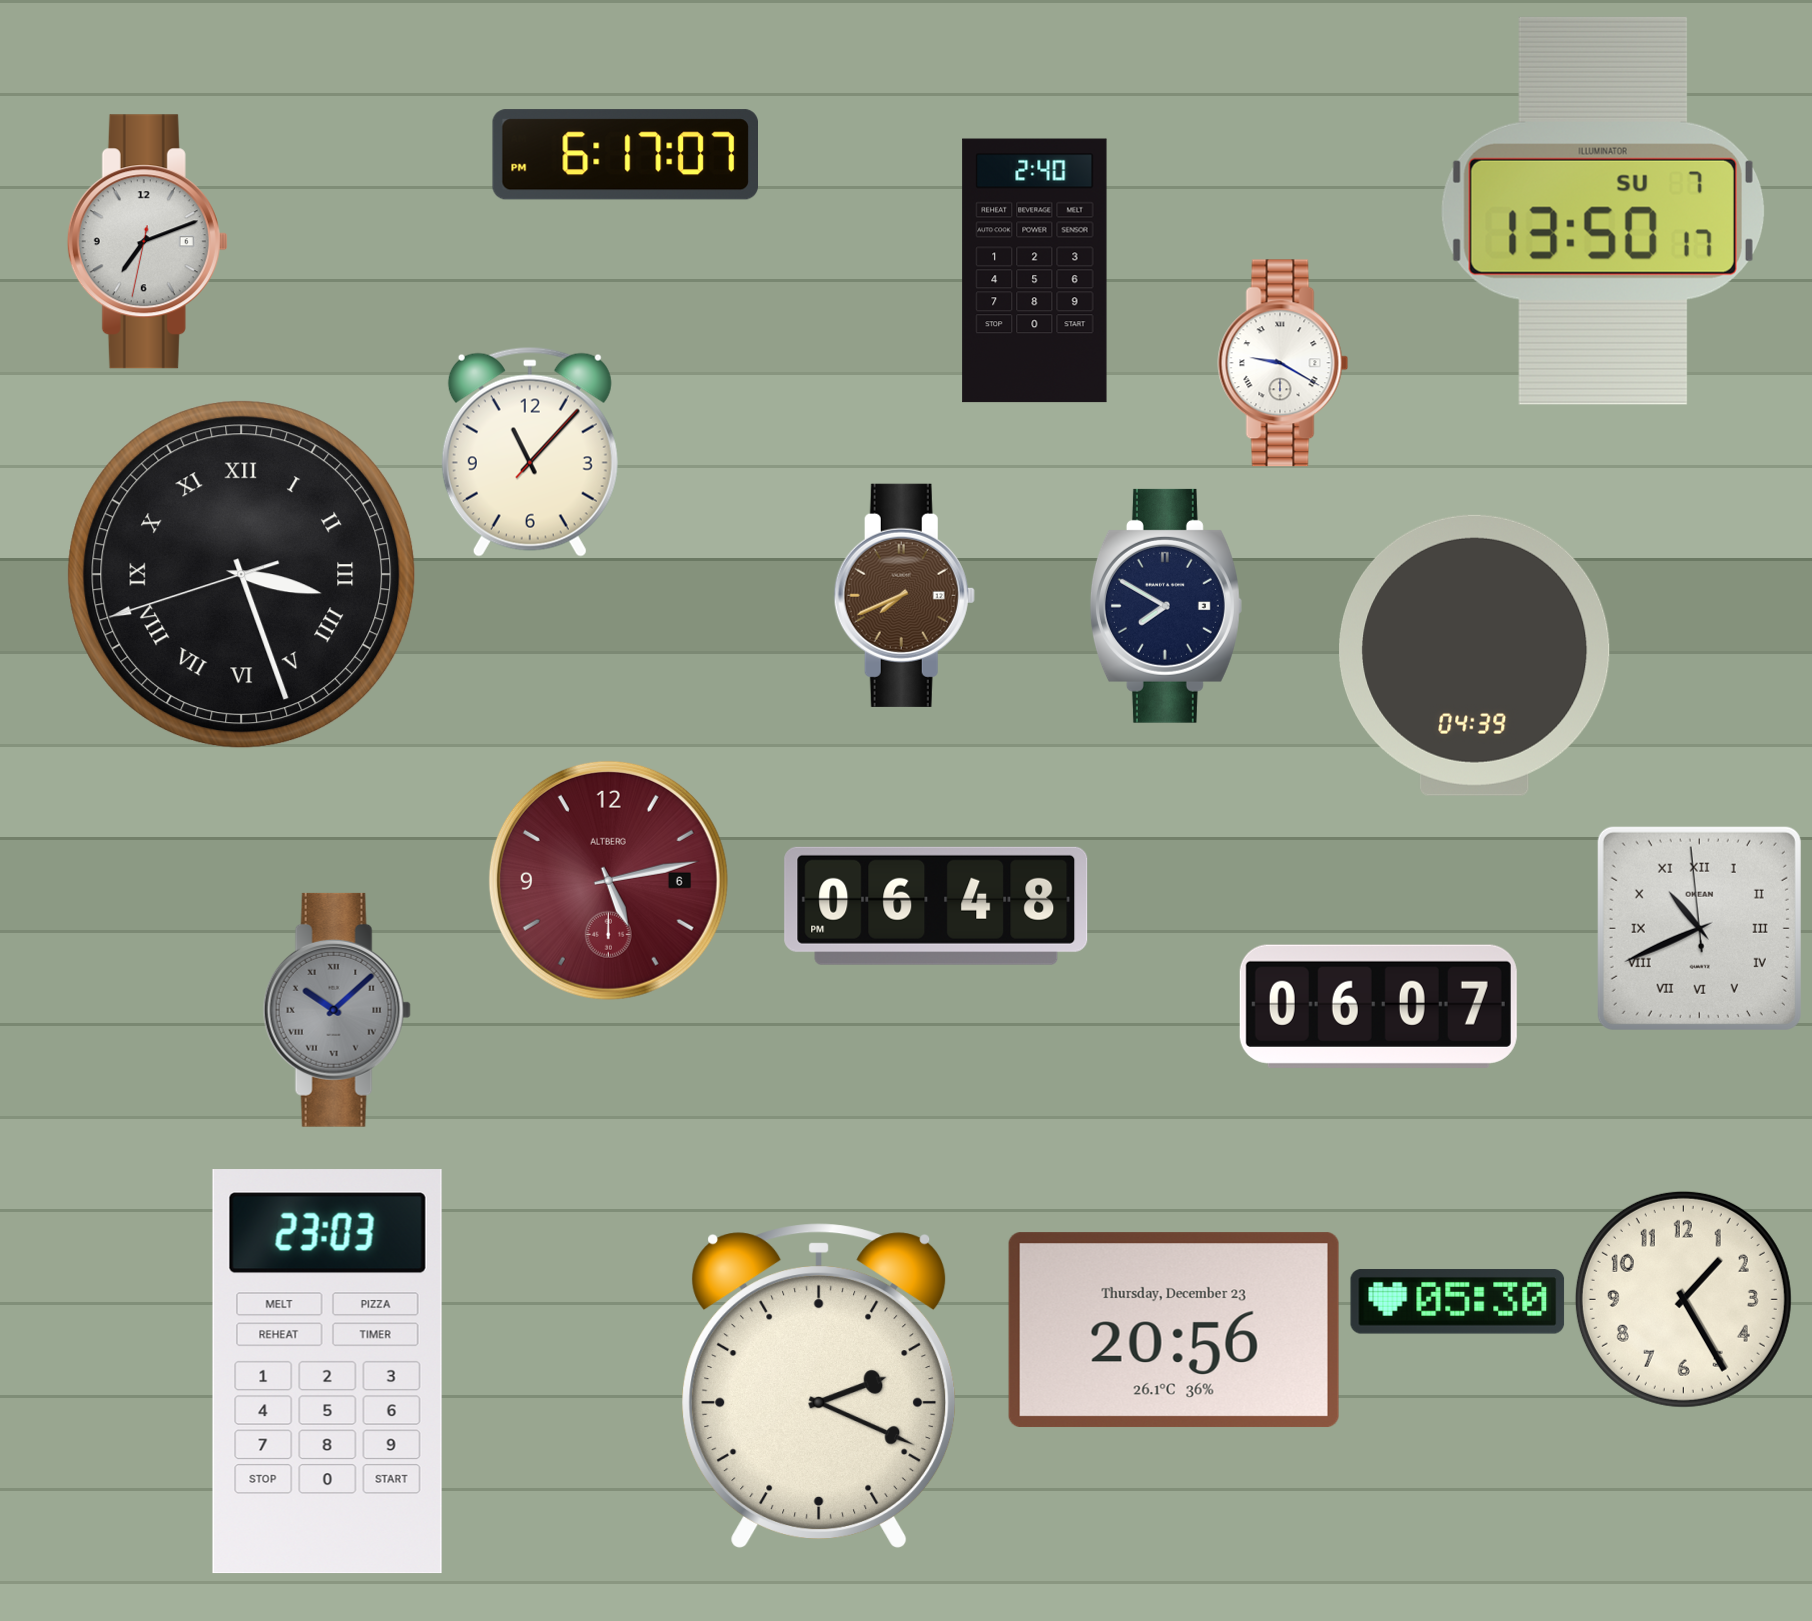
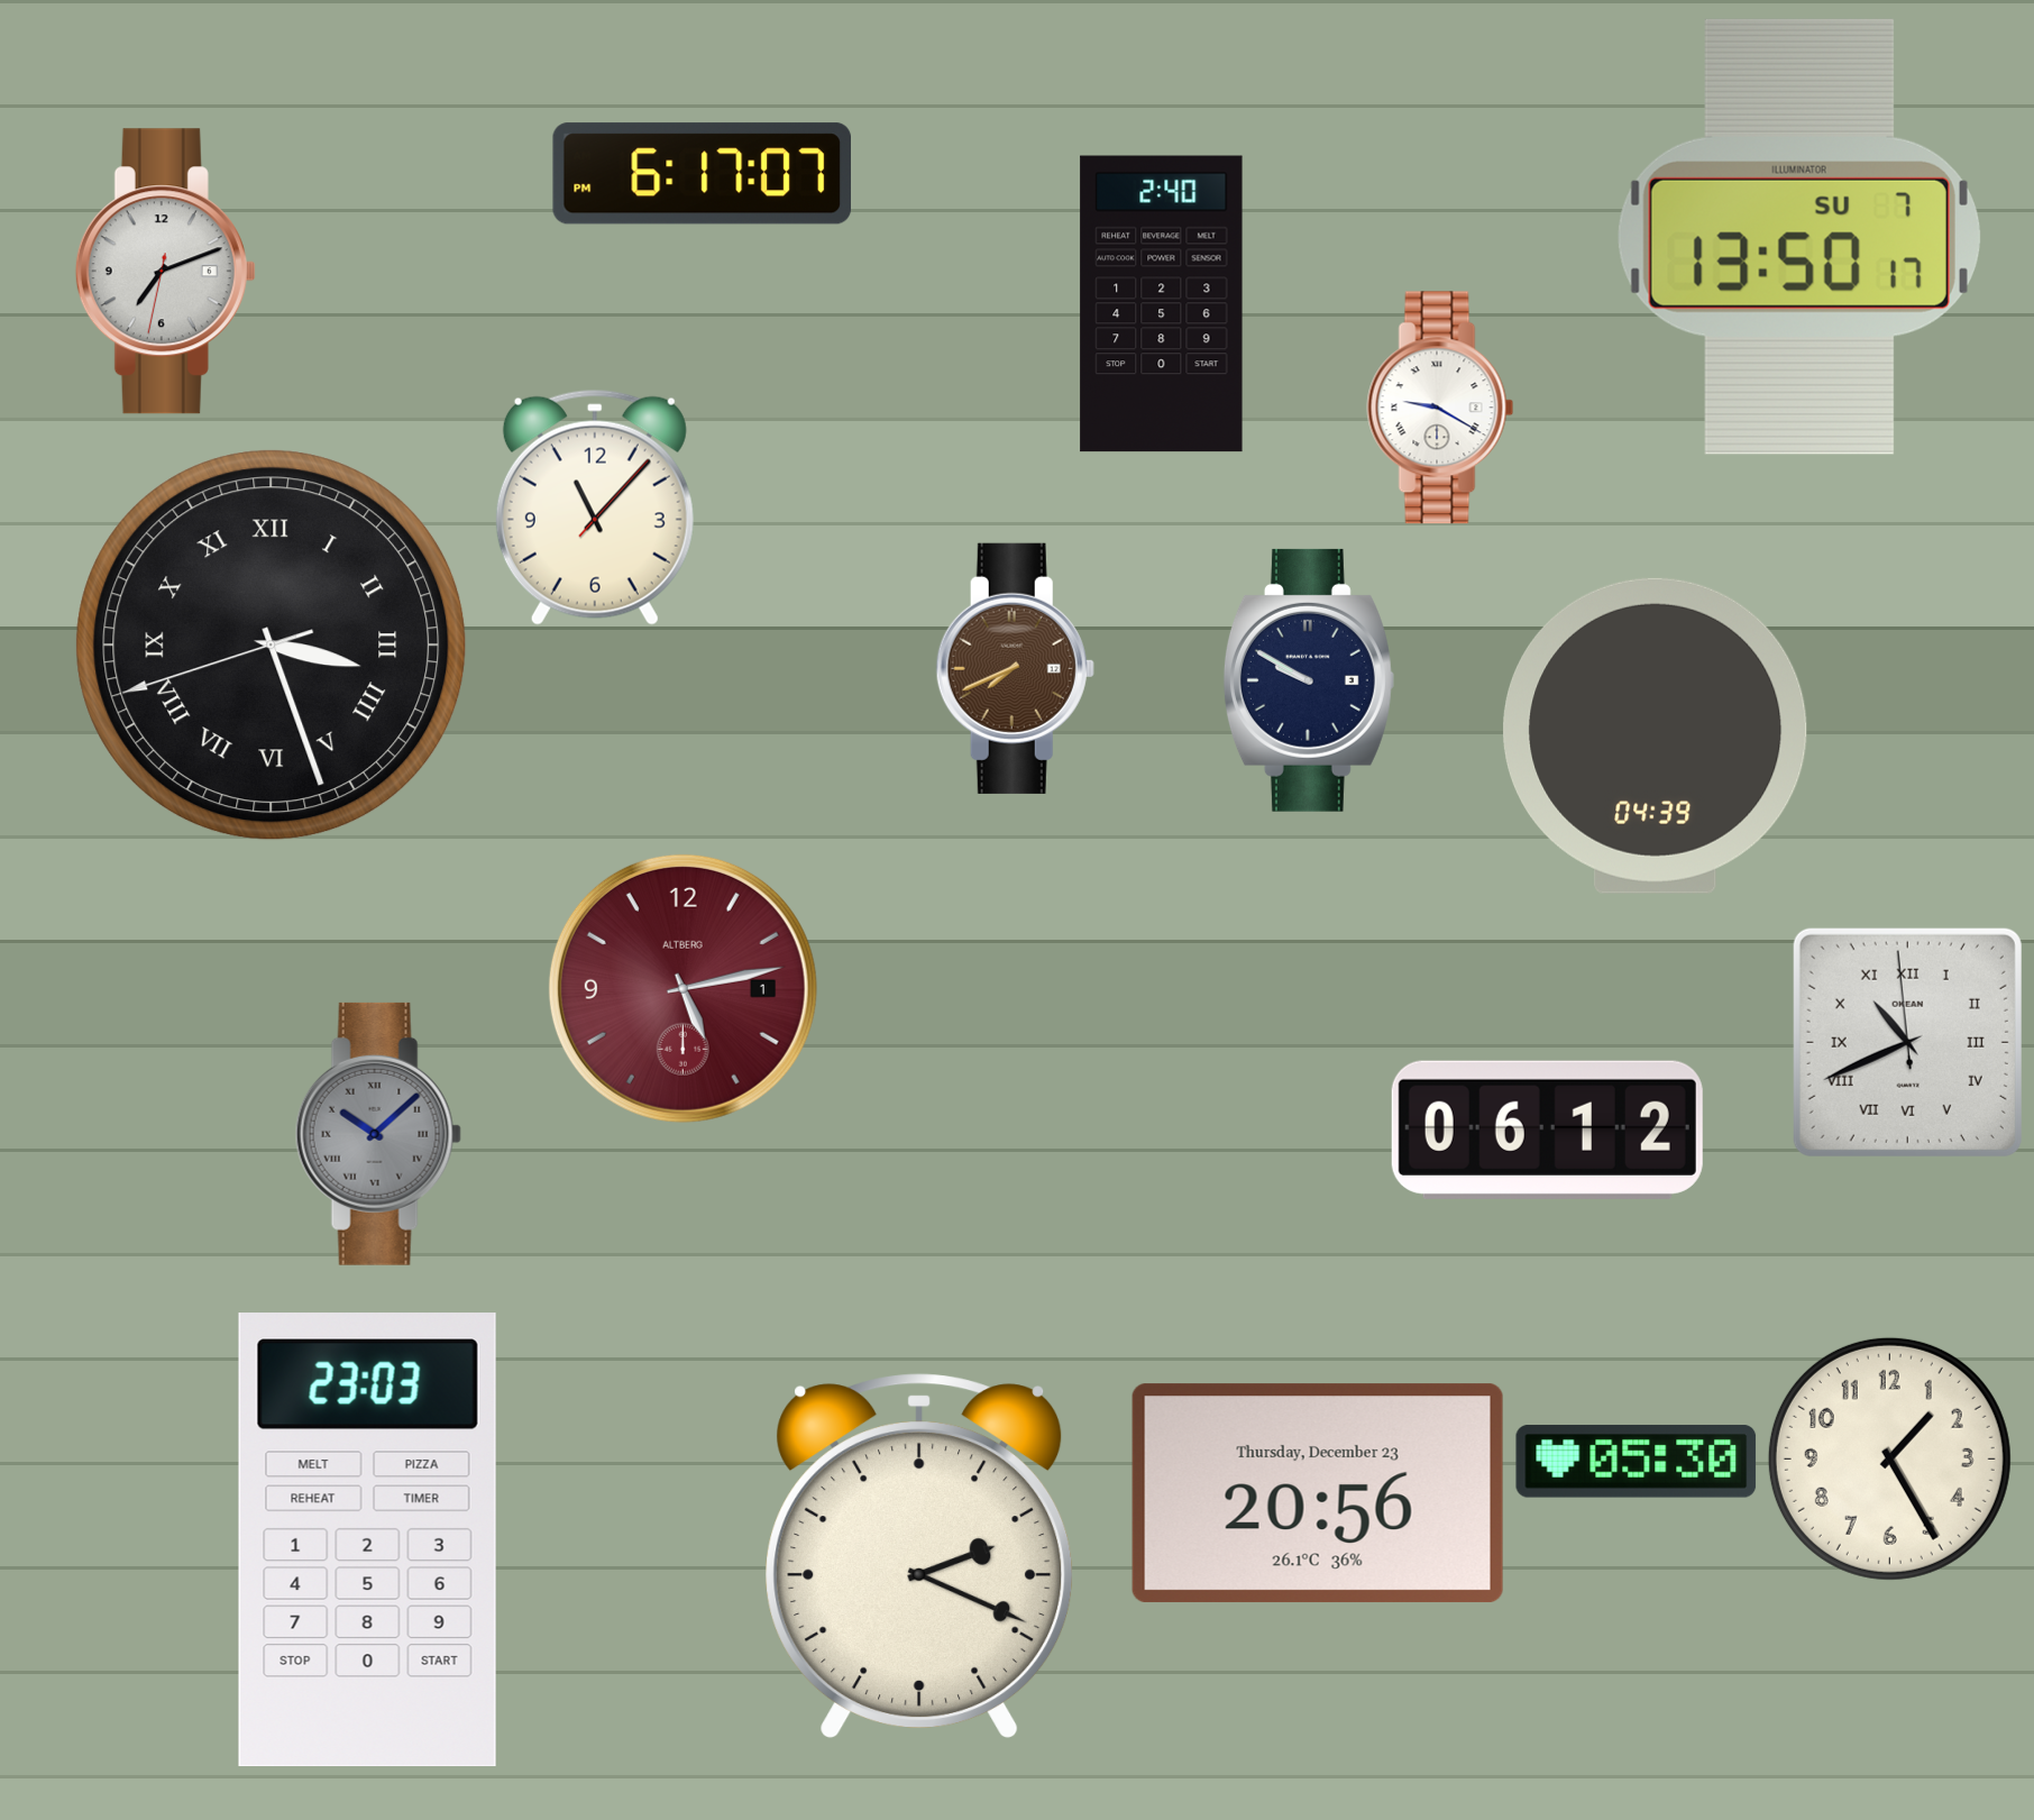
clock at (1166, 606): 7:50 -> 9:50
clock at (608, 880) date: 6 -> 1
clock at (936, 906): 06:48 -> none
clock at (1378, 1006): 06:07 -> 06:12
